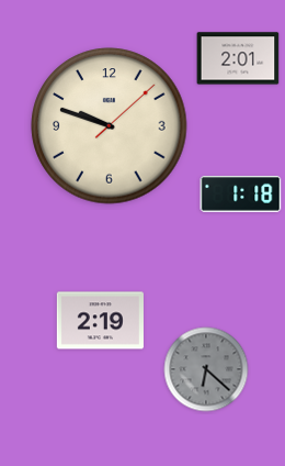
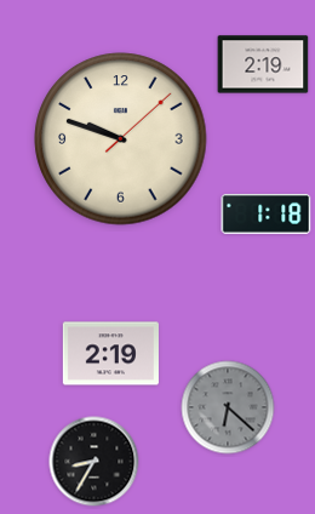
clock at (238, 58): 2:01 -> 2:19
clock at (94, 462): none -> 8:35
